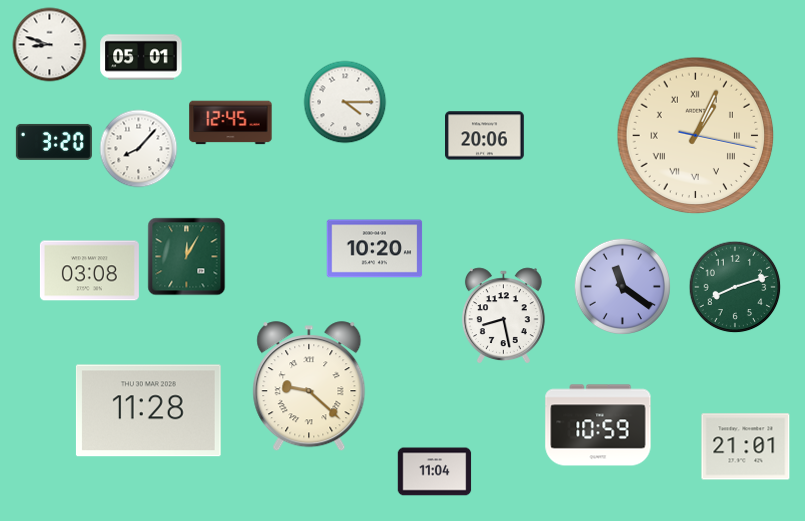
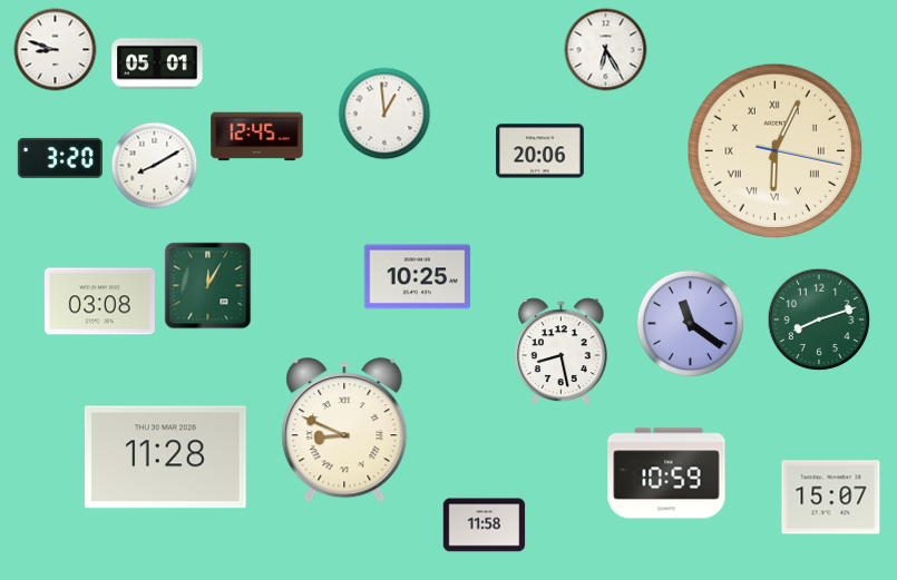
clock at (606, 50): none -> 6:25
clock at (345, 102): 4:15 -> 12:59
clock at (696, 136): 1:04 -> 6:04
clock at (139, 149): 8:07 -> 8:10
clock at (375, 249): 10:20 -> 10:25
clock at (622, 286) position: (622, 286) -> (690, 323)
clock at (309, 387): 9:22 -> 8:49
clock at (746, 447): 21:01 -> 15:07
clock at (435, 472): 11:04 -> 11:58
